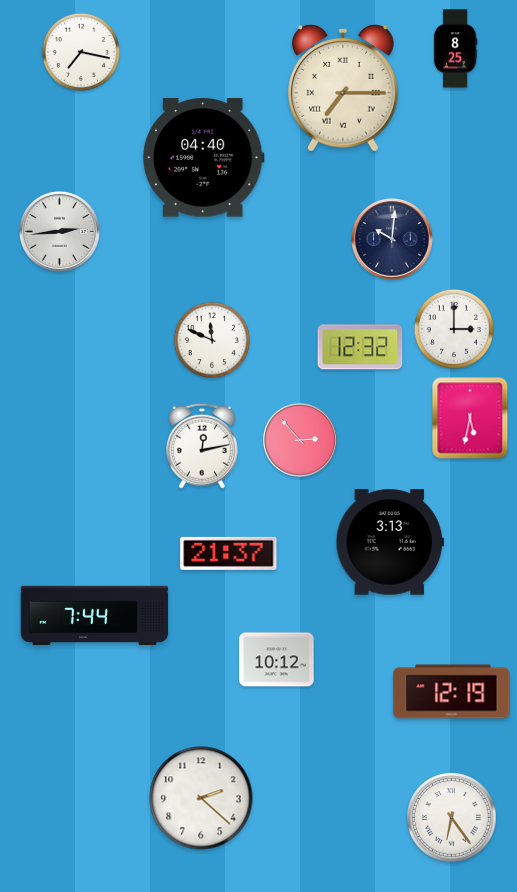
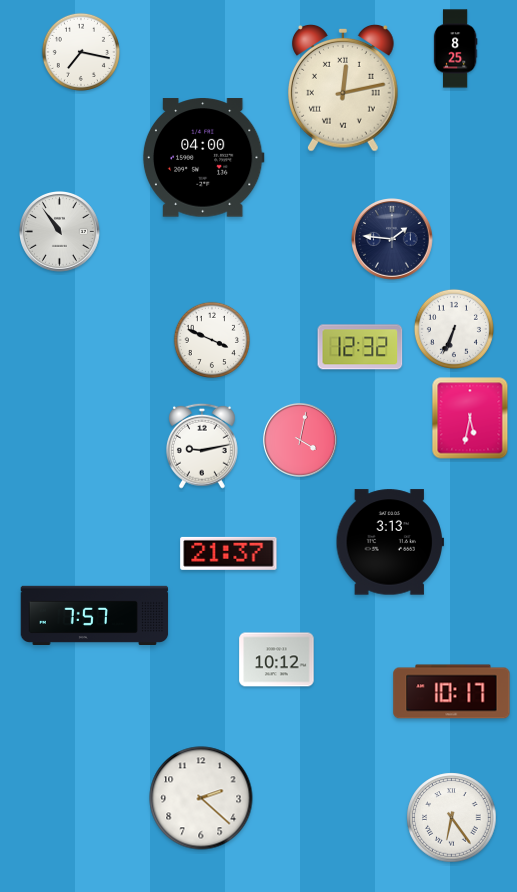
clock at (344, 89): 7:15 -> 12:13
clock at (203, 158): 04:40 -> 04:00
clock at (60, 232): 2:44 -> 10:54
clock at (393, 240): 10:01 -> 1:46
clock at (454, 329): 3:00 -> 6:34
clock at (211, 339): 11:49 -> 3:49
clock at (300, 440): 2:53 -> 4:02
clock at (203, 446): 12:13 -> 9:13
clock at (95, 615): 7:44 -> 7:57
clock at (452, 692): 12:19 -> 10:17
